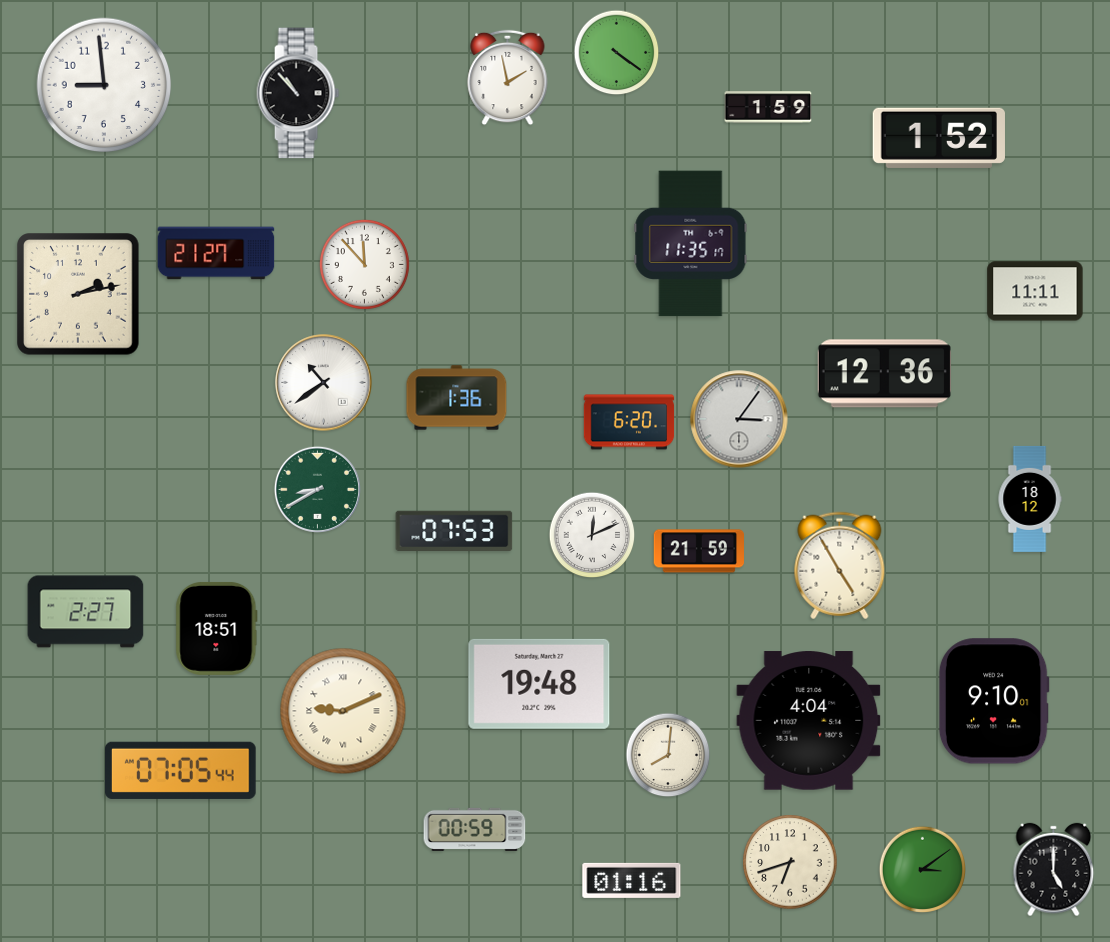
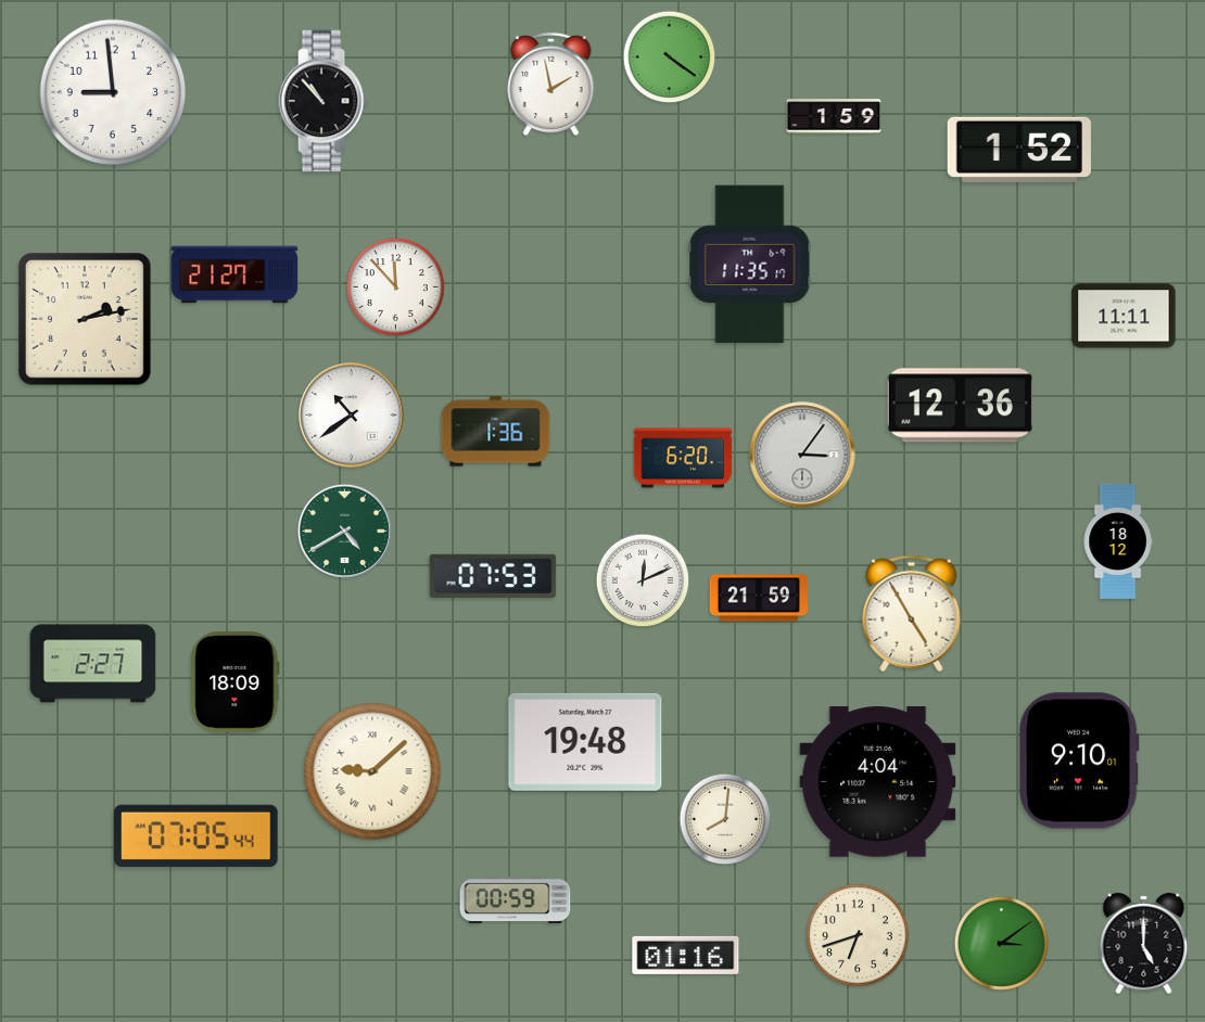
clock at (317, 489): 8:40 -> 4:40
clock at (217, 628): 18:51 -> 18:09
clock at (343, 711): 9:11 -> 9:08
